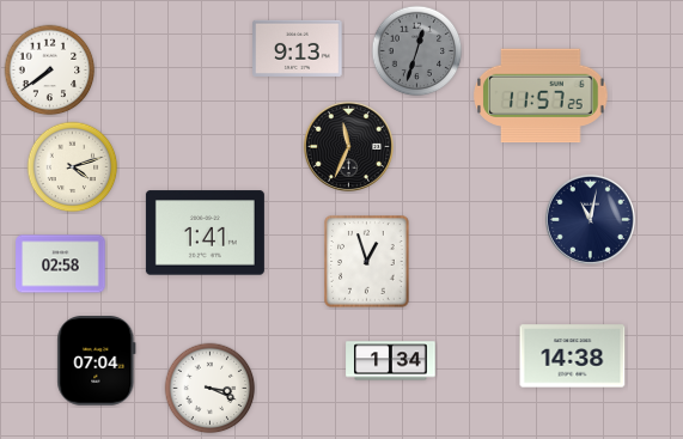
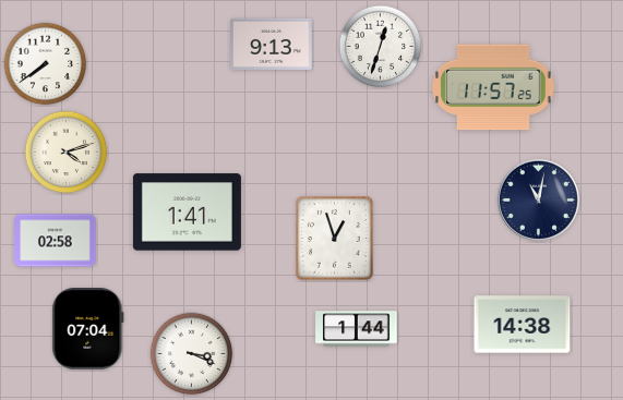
clock at (417, 51) dial: grey -> white
clock at (348, 146): 11:34 -> none
clock at (391, 361): 1:34 -> 1:44
